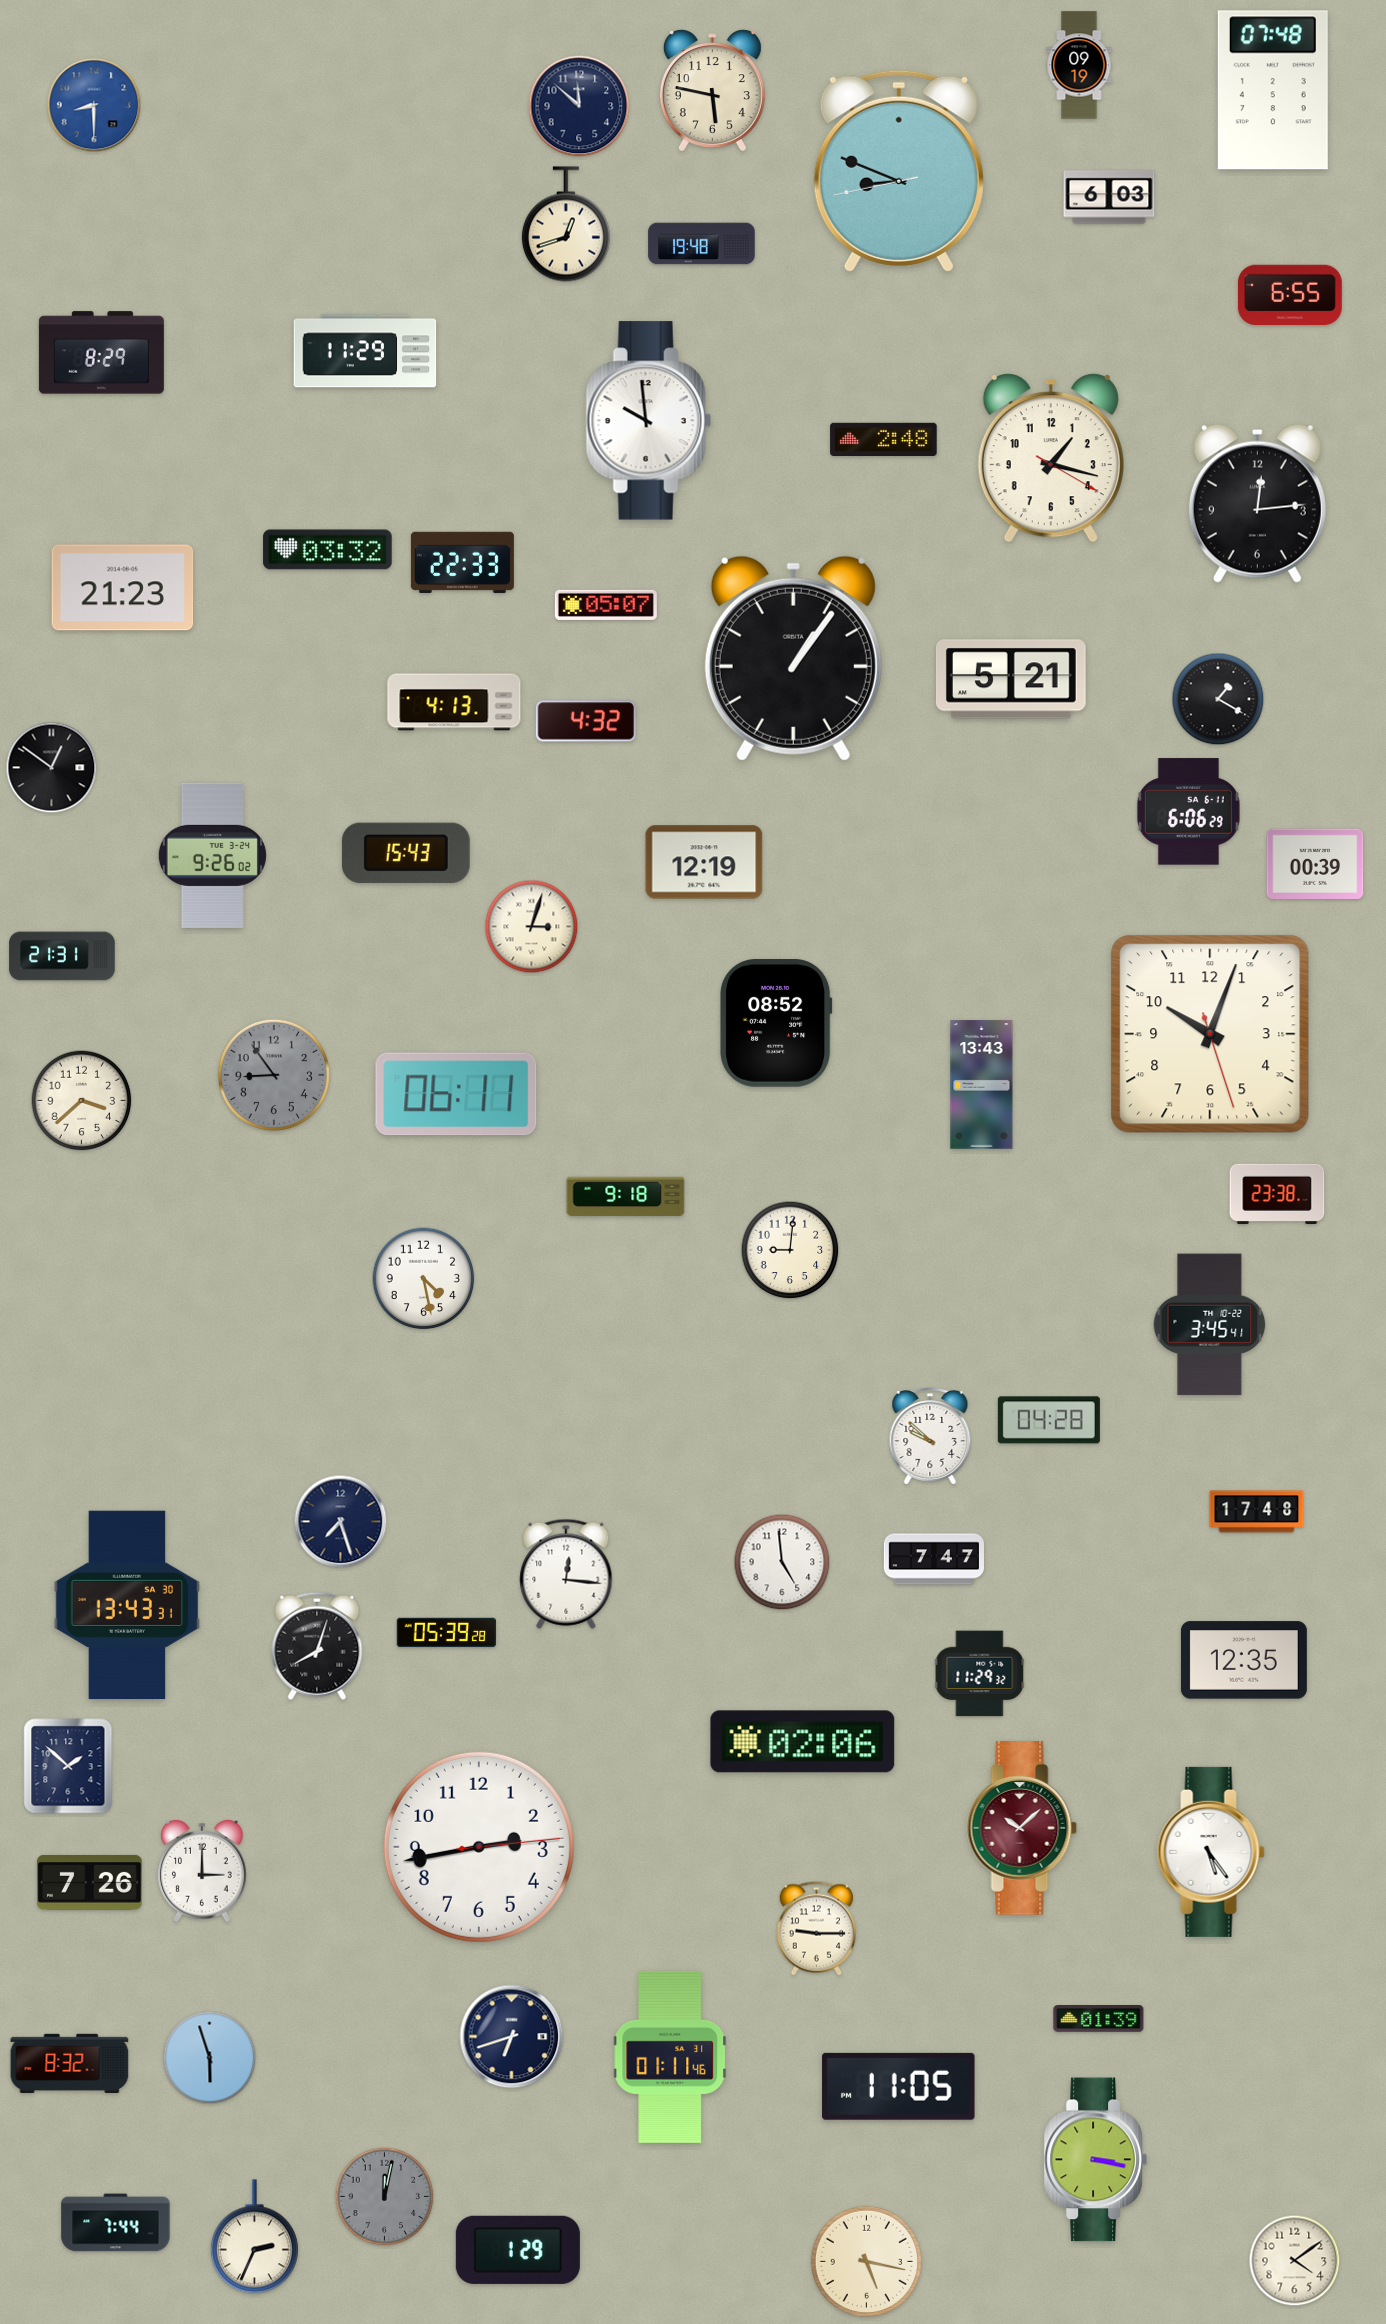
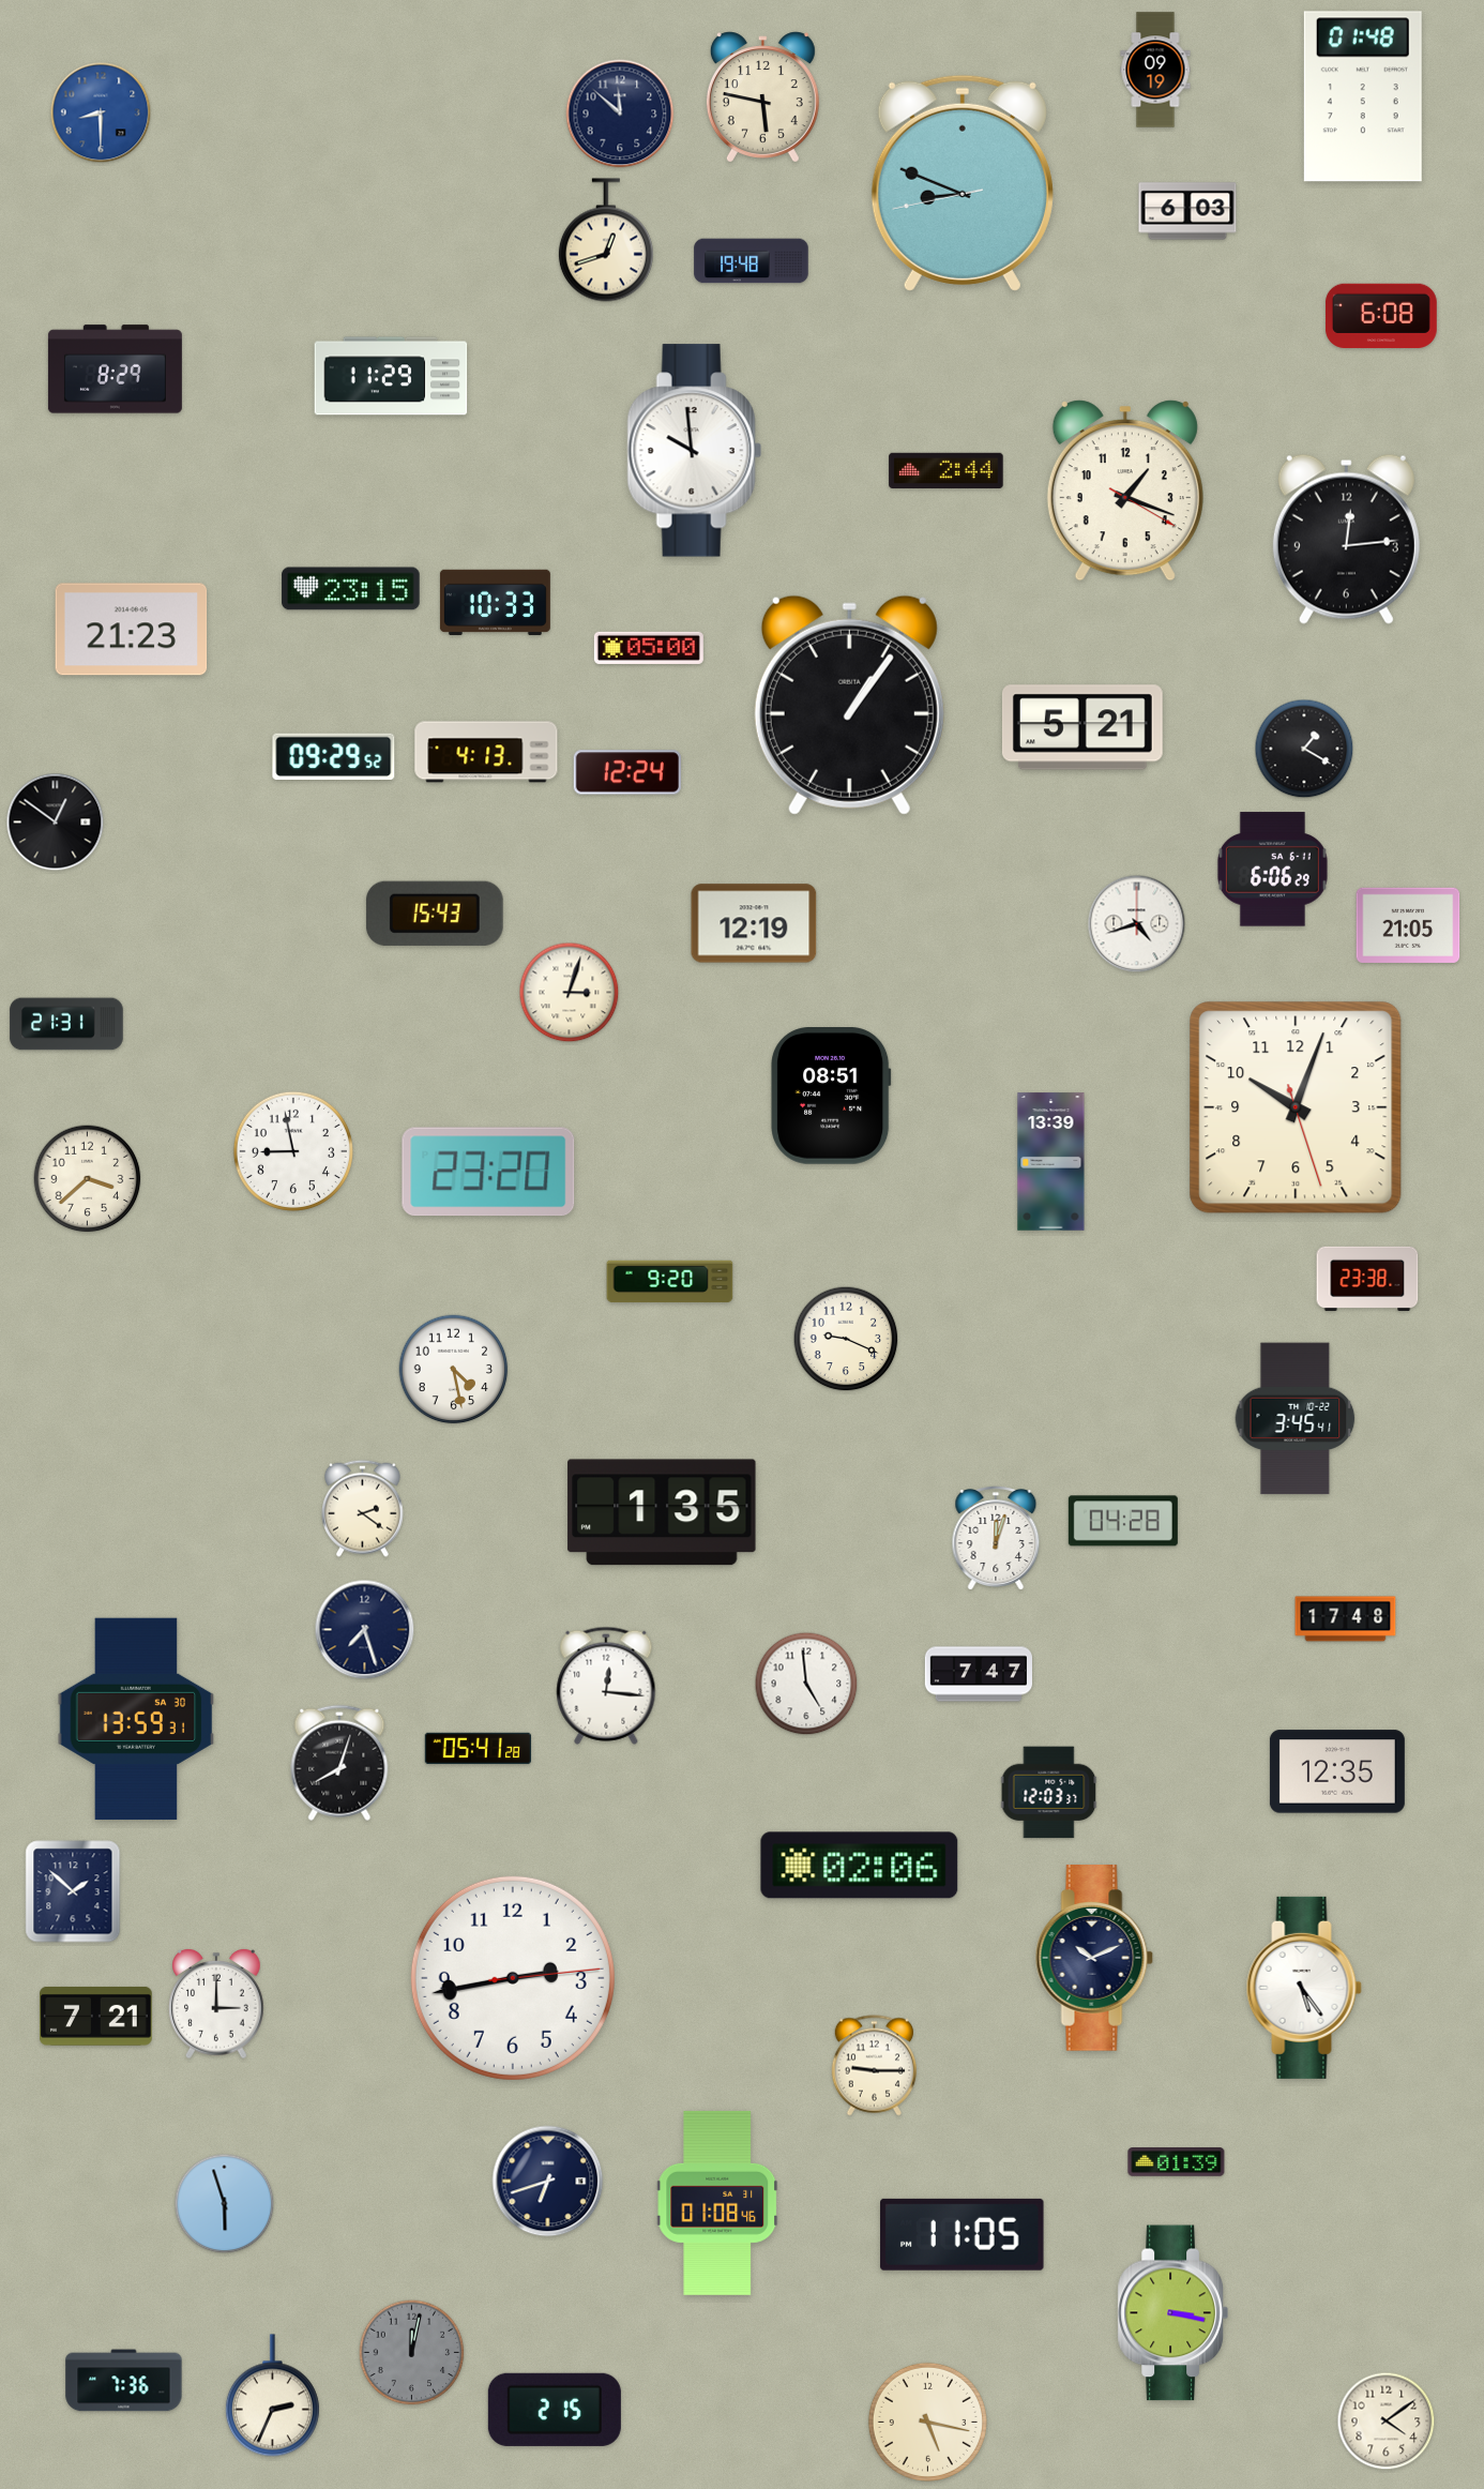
clock at (1273, 90): 07:48 -> 01:48
clock at (1290, 295): 6:55 -> 6:08
clock at (101, 353) position: (101, 353) -> (115, 369)
clock at (884, 439): 2:48 -> 2:44
clock at (1051, 458): 1:17 -> 1:18
clock at (328, 550): 03:32 -> 23:15
clock at (462, 562): 22:33 -> 10:33
clock at (606, 605): 05:07 -> 05:00
clock at (334, 757): none -> 09:29
clock at (586, 721): 4:32 -> 12:24
clock at (212, 855): 9:26 -> none
clock at (1137, 924): none -> 4:42
clock at (1315, 864): 00:39 -> 21:05
clock at (776, 1024): 08:52 -> 08:51
clock at (274, 1075): 8:54 -> 8:58
clock at (274, 1075) dial: grey -> white
clock at (982, 1085): 13:43 -> 13:39
clock at (456, 1094): 06:11 -> 23:20
clock at (626, 1197): 9:18 -> 9:20
clock at (790, 1250): 9:01 -> 9:19
clock at (363, 1508): none -> 2:21
clock at (662, 1512): none -> 1:35
clock at (930, 1436): 9:52 -> 12:03
clock at (933, 1559) position: (933, 1559) -> (978, 1674)
clock at (782, 1562) position: (782, 1562) -> (806, 1684)
clock at (127, 1605): 13:43 -> 13:59
clock at (446, 1633): 05:39 -> 05:41
clock at (1244, 1660) position: (1244, 1660) -> (1337, 1771)
clock at (980, 1674): 11:29 -> 12:03
clock at (1022, 1829): 10:08 -> 10:11
clock at (1022, 1829) dial: burgundy -> navy
clock at (1211, 1852) position: (1211, 1852) -> (1304, 1988)
clock at (90, 1882): 7:26 -> 7:21
clock at (670, 2057): 01:11 -> 01:08
clock at (70, 2063): 8:32 -> none
clock at (116, 2223): 7:44 -> 7:36
clock at (518, 2250): 1:29 -> 2:15
